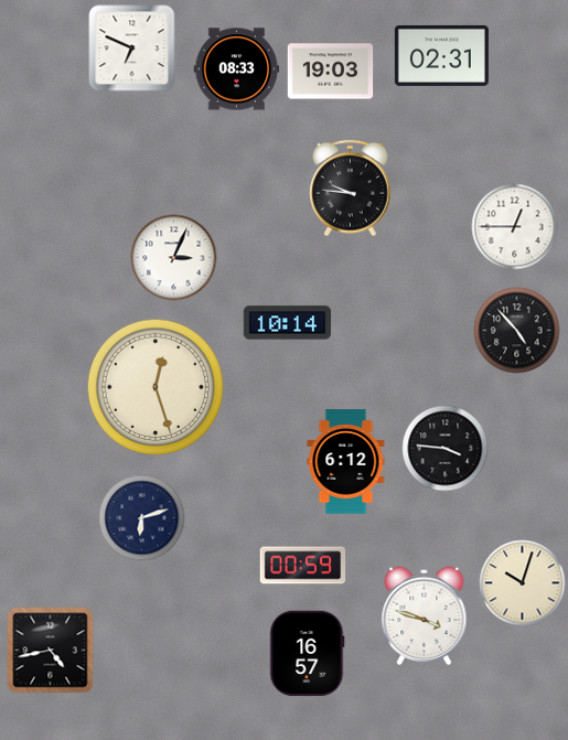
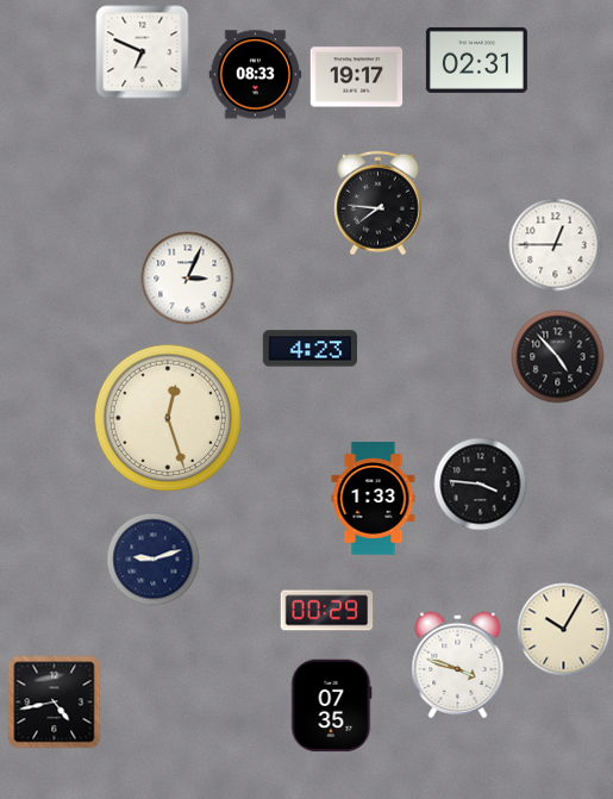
clock at (330, 72): 19:03 -> 19:17
clock at (350, 187): 9:46 -> 7:46
clock at (287, 323): 10:14 -> 4:23
clock at (346, 462): 6:12 -> 1:33
clock at (141, 517): 6:12 -> 9:12
clock at (302, 566): 00:59 -> 00:29
clock at (522, 582): 10:03 -> 10:05
clock at (307, 653): 16:57 -> 07:35
